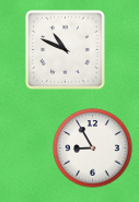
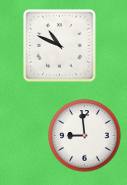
clock at (93, 148): 8:55 -> 8:59
